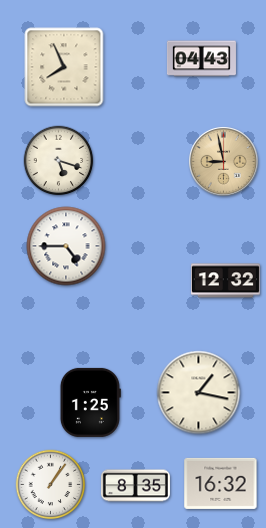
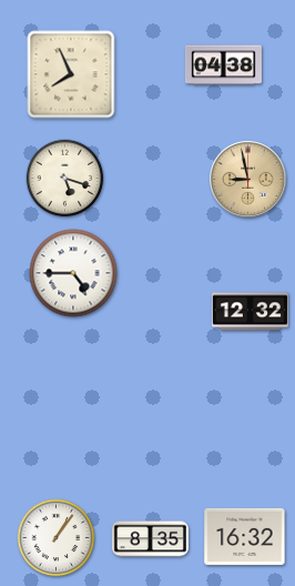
clock at (201, 59): 04:43 -> 04:38
clock at (199, 393): 1:17 -> none
clock at (90, 402): 1:25 -> none
